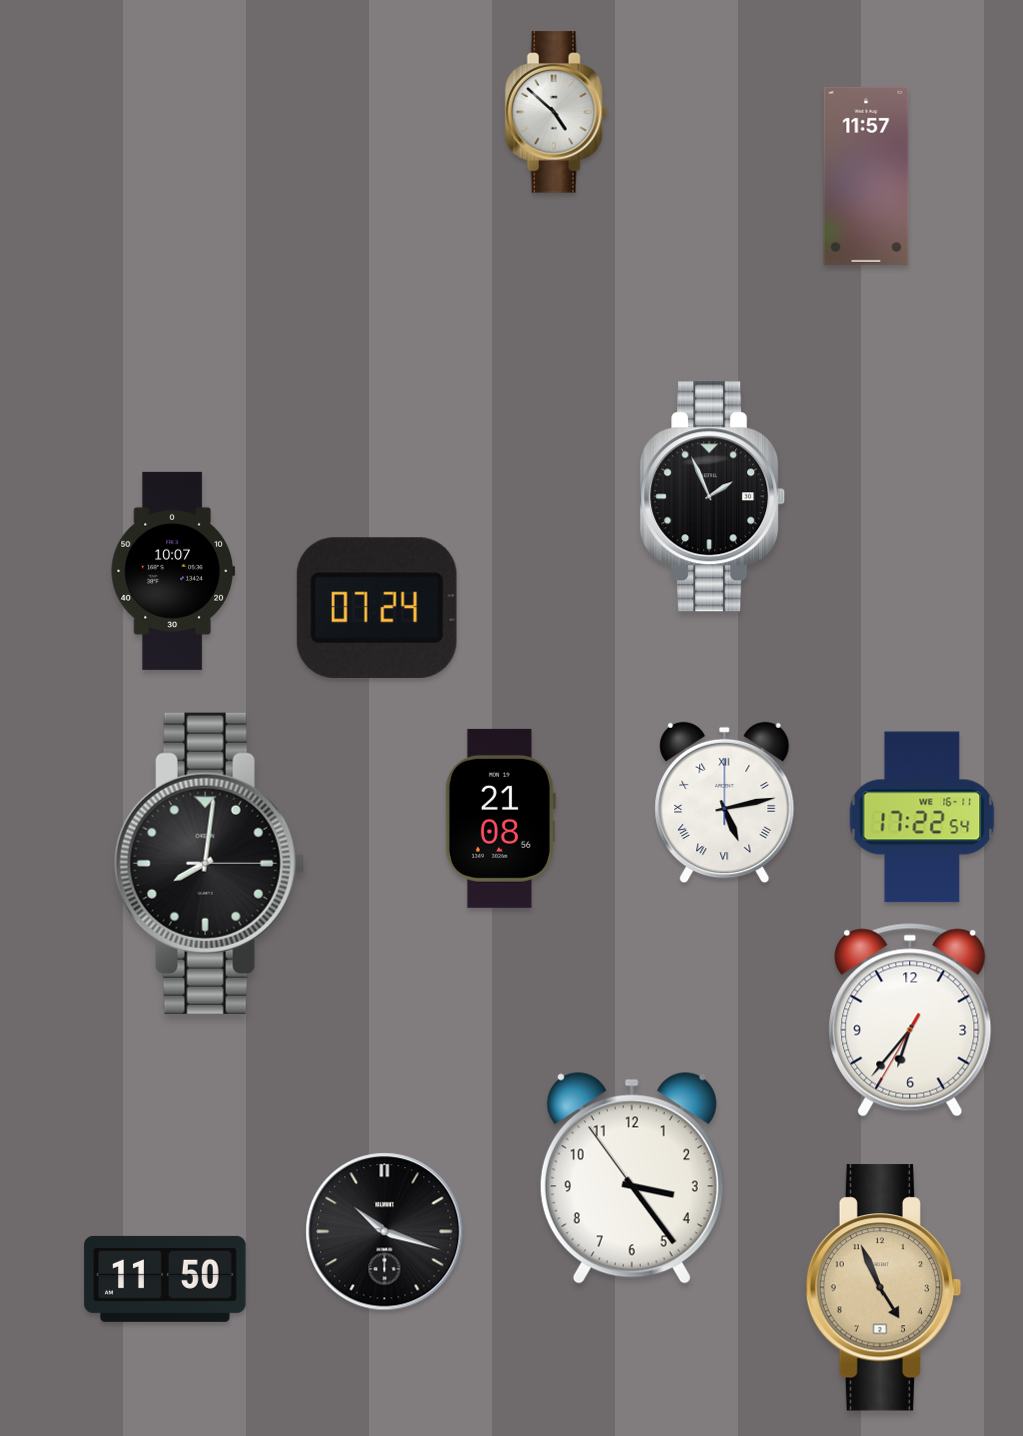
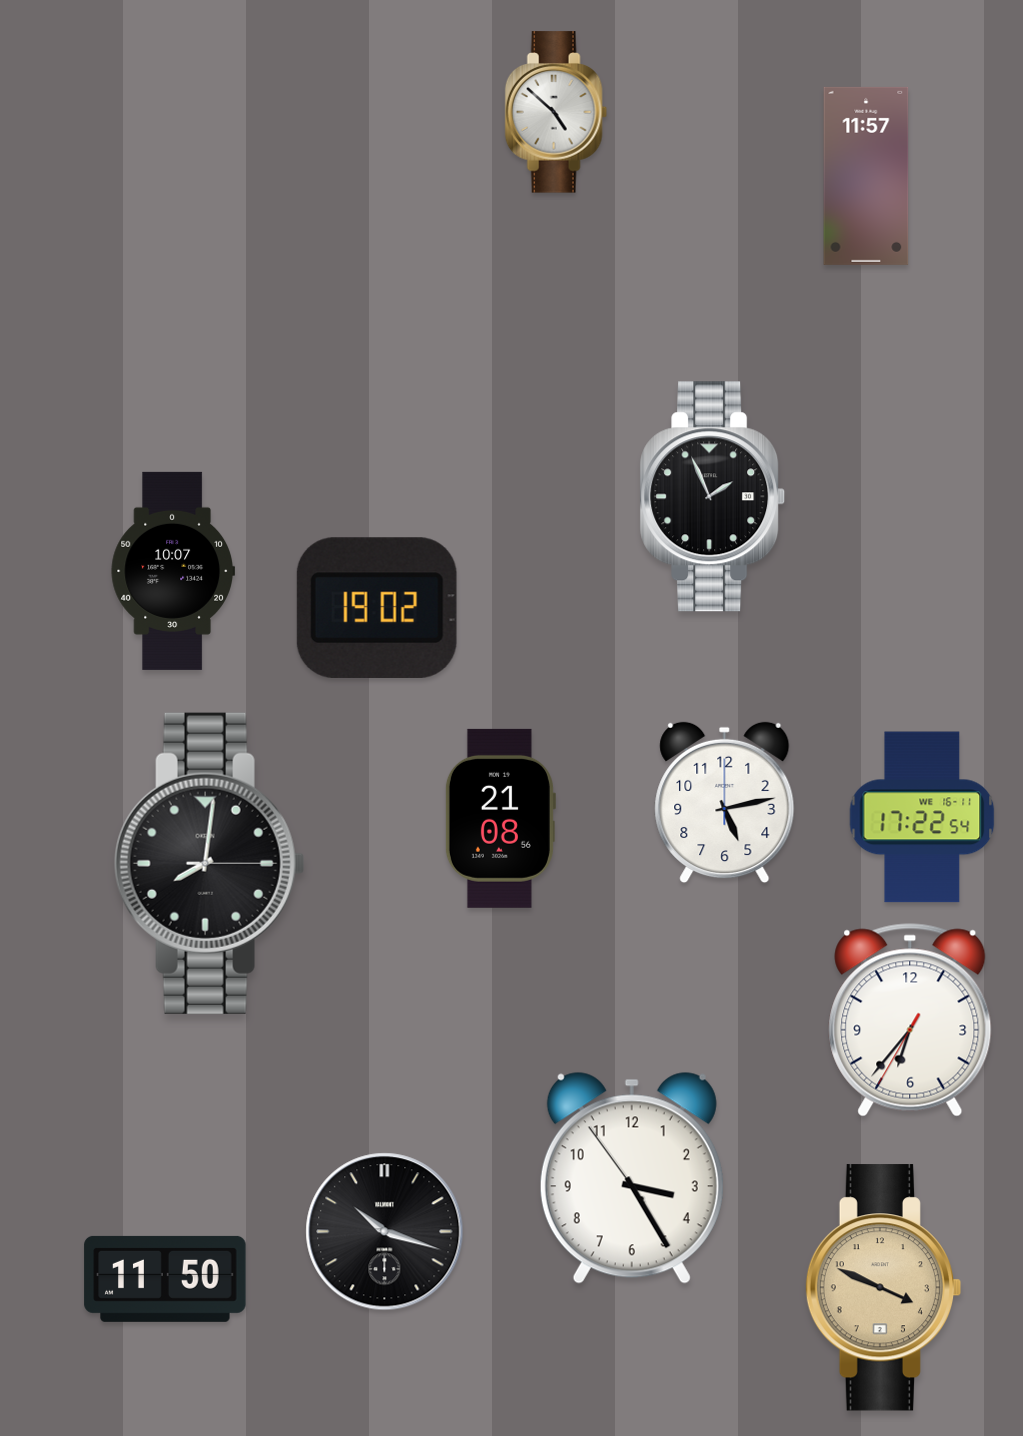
clock at (377, 608): 07:24 -> 19:02
clock at (725, 803) numerals: Roman -> Arabic
clock at (632, 1178): 3:23 -> 3:24
clock at (884, 1288): 4:56 -> 3:49
